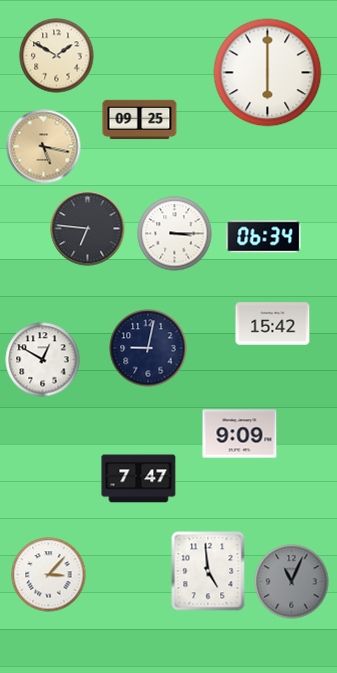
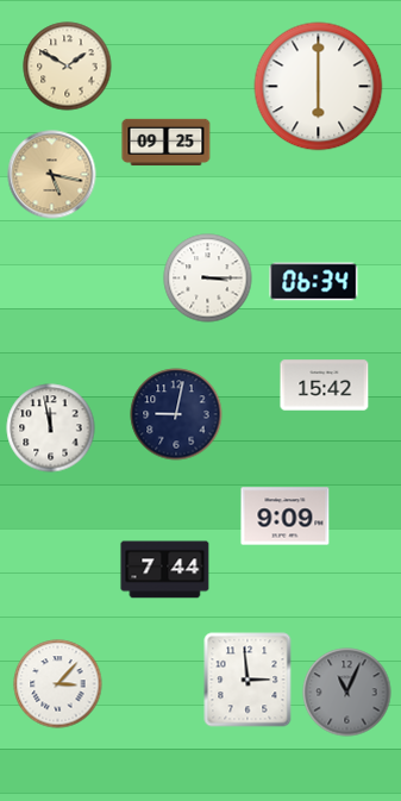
clock at (88, 229): 6:46 -> none
clock at (43, 360): 12:50 -> 11:58
clock at (139, 479): 7:47 -> 7:44
clock at (208, 571): 4:59 -> 2:59
